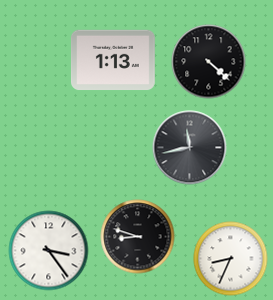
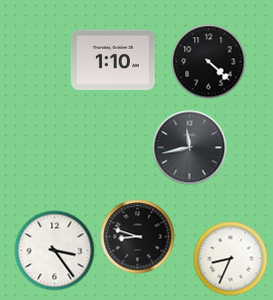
clock at (113, 60): 1:13 -> 1:10
clock at (49, 251) position: (49, 251) -> (55, 251)
